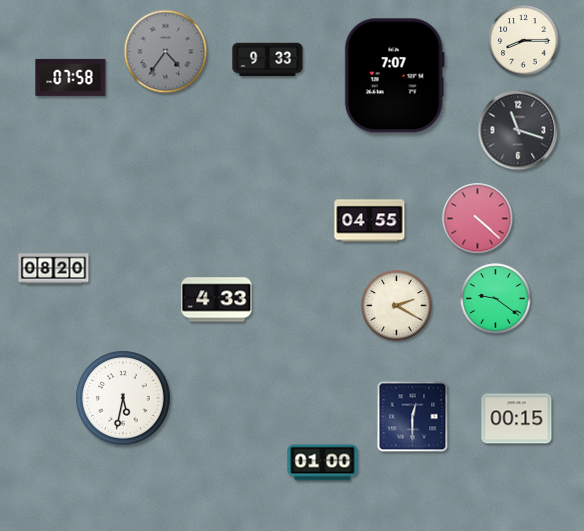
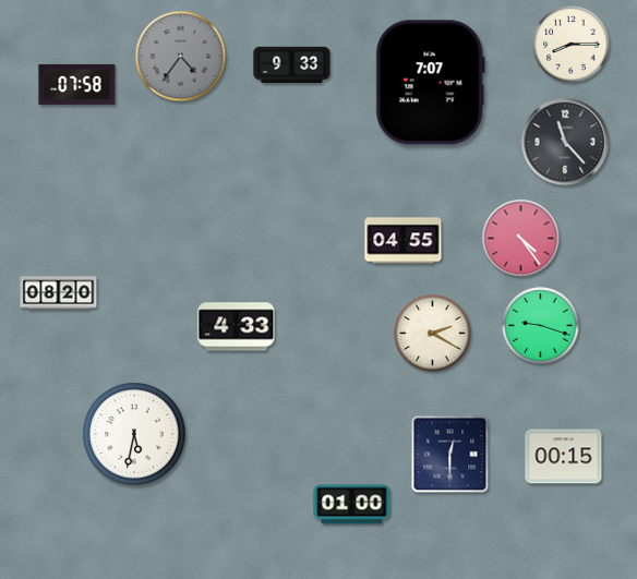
clock at (518, 130): 11:18 -> 11:23
clock at (478, 219): 4:22 -> 4:24
clock at (496, 299): 9:21 -> 9:18
